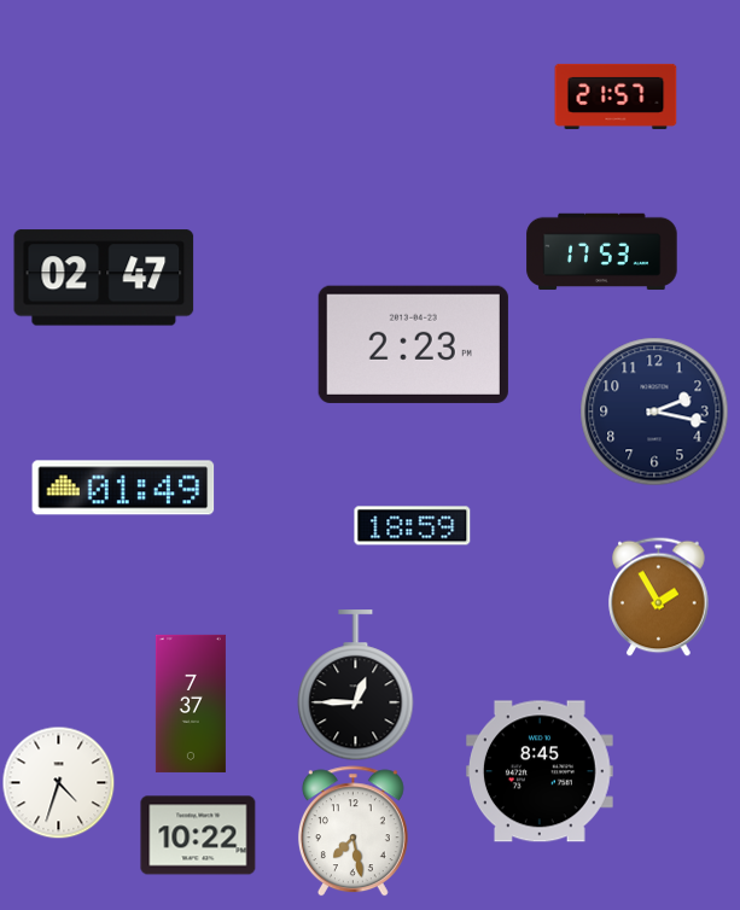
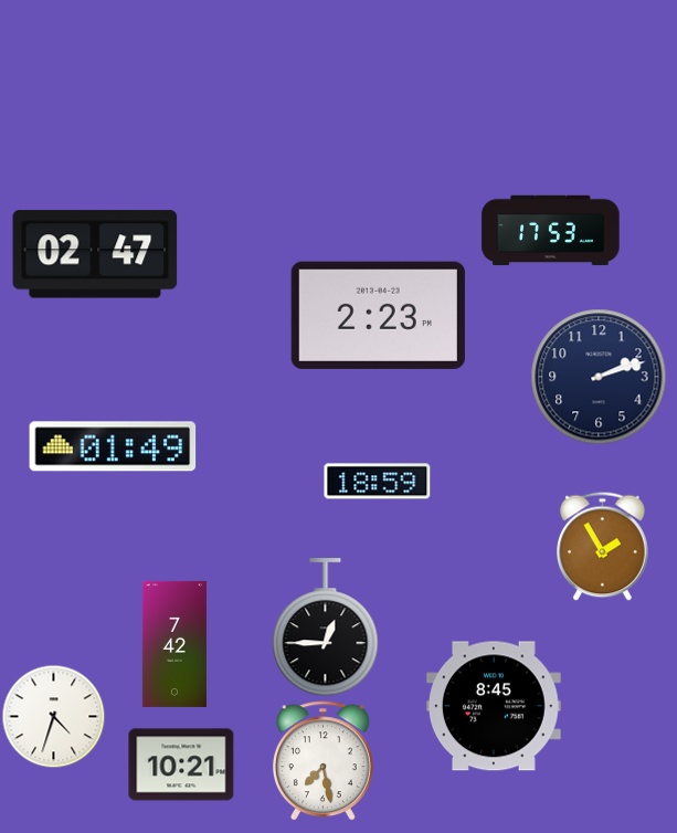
clock at (616, 97): 21:57 -> none
clock at (654, 412): 2:17 -> 2:12
clock at (191, 704): 7:37 -> 7:42
clock at (198, 835): 10:22 -> 10:21
